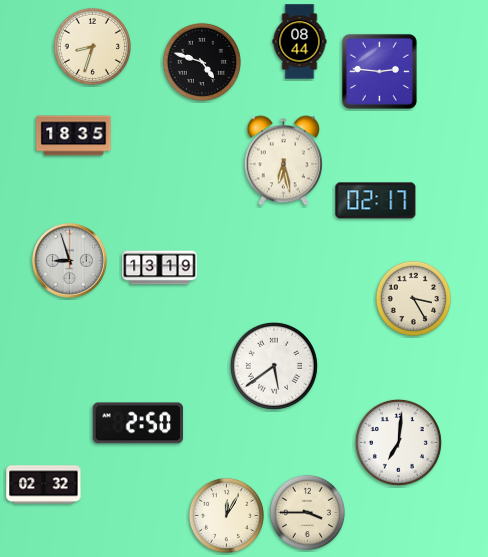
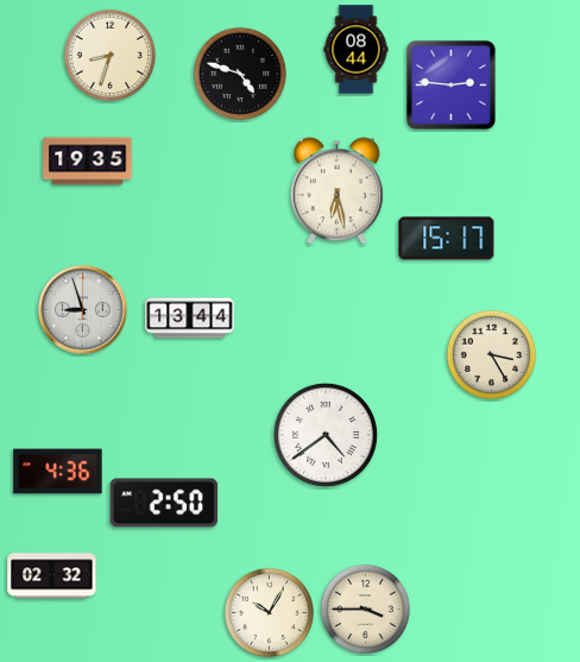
clock at (74, 136): 18:35 -> 19:35
clock at (376, 201): 02:17 -> 15:17
clock at (160, 268): 13:19 -> 13:44
clock at (274, 366): 5:39 -> 4:39
clock at (58, 472): none -> 4:36
clock at (398, 442): 7:01 -> none
clock at (226, 515): 12:05 -> 10:05
